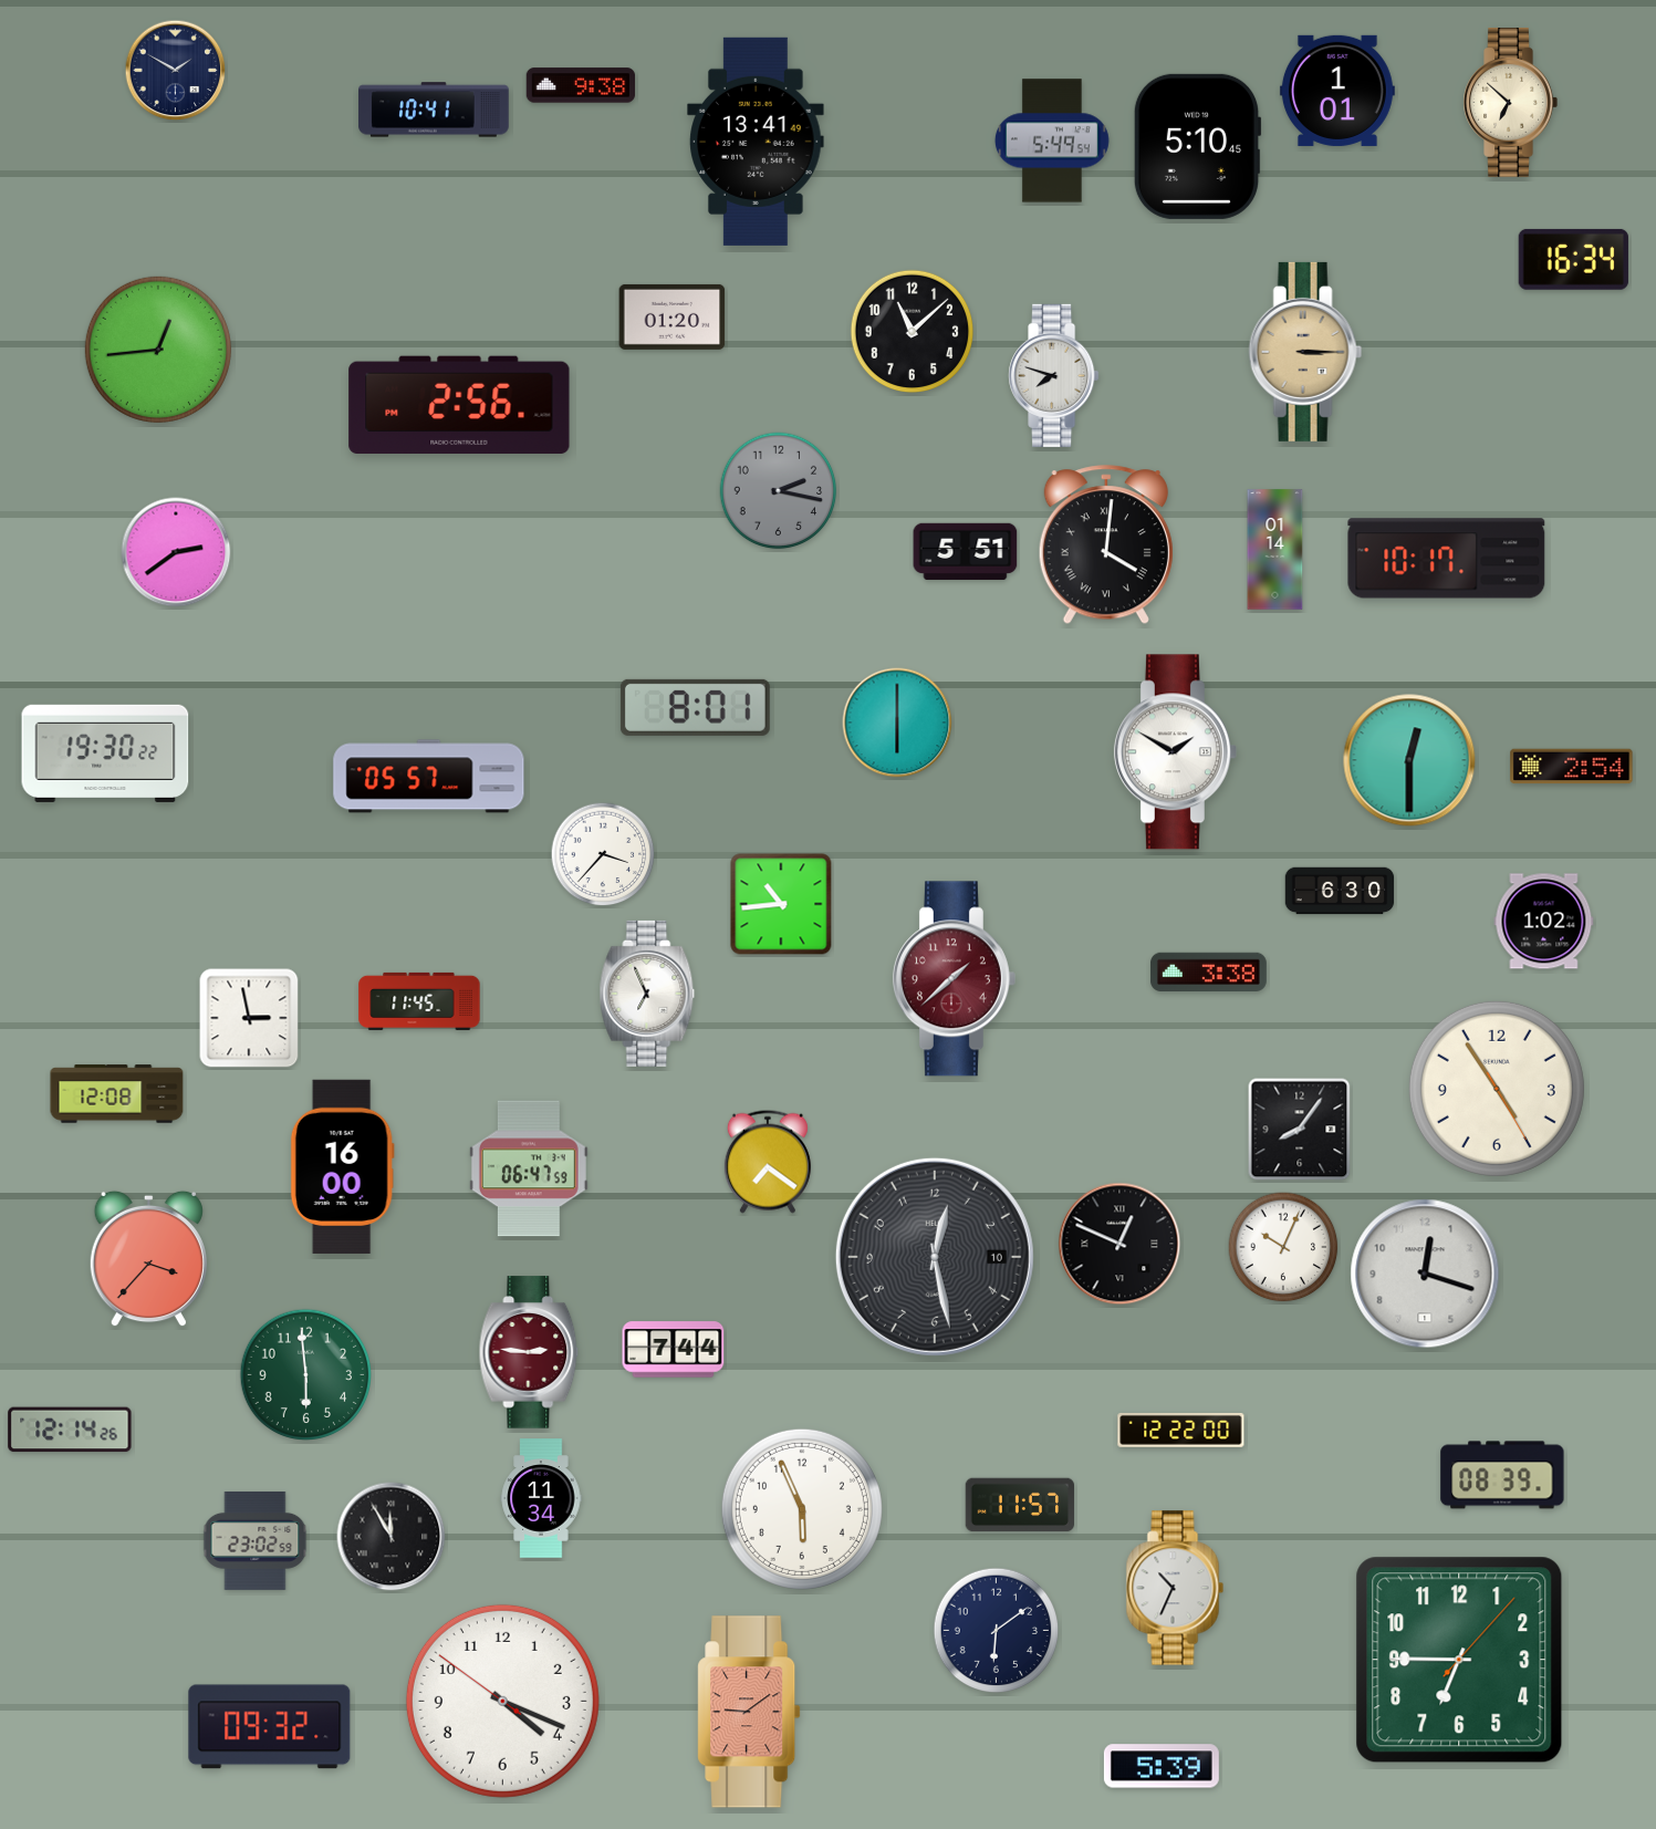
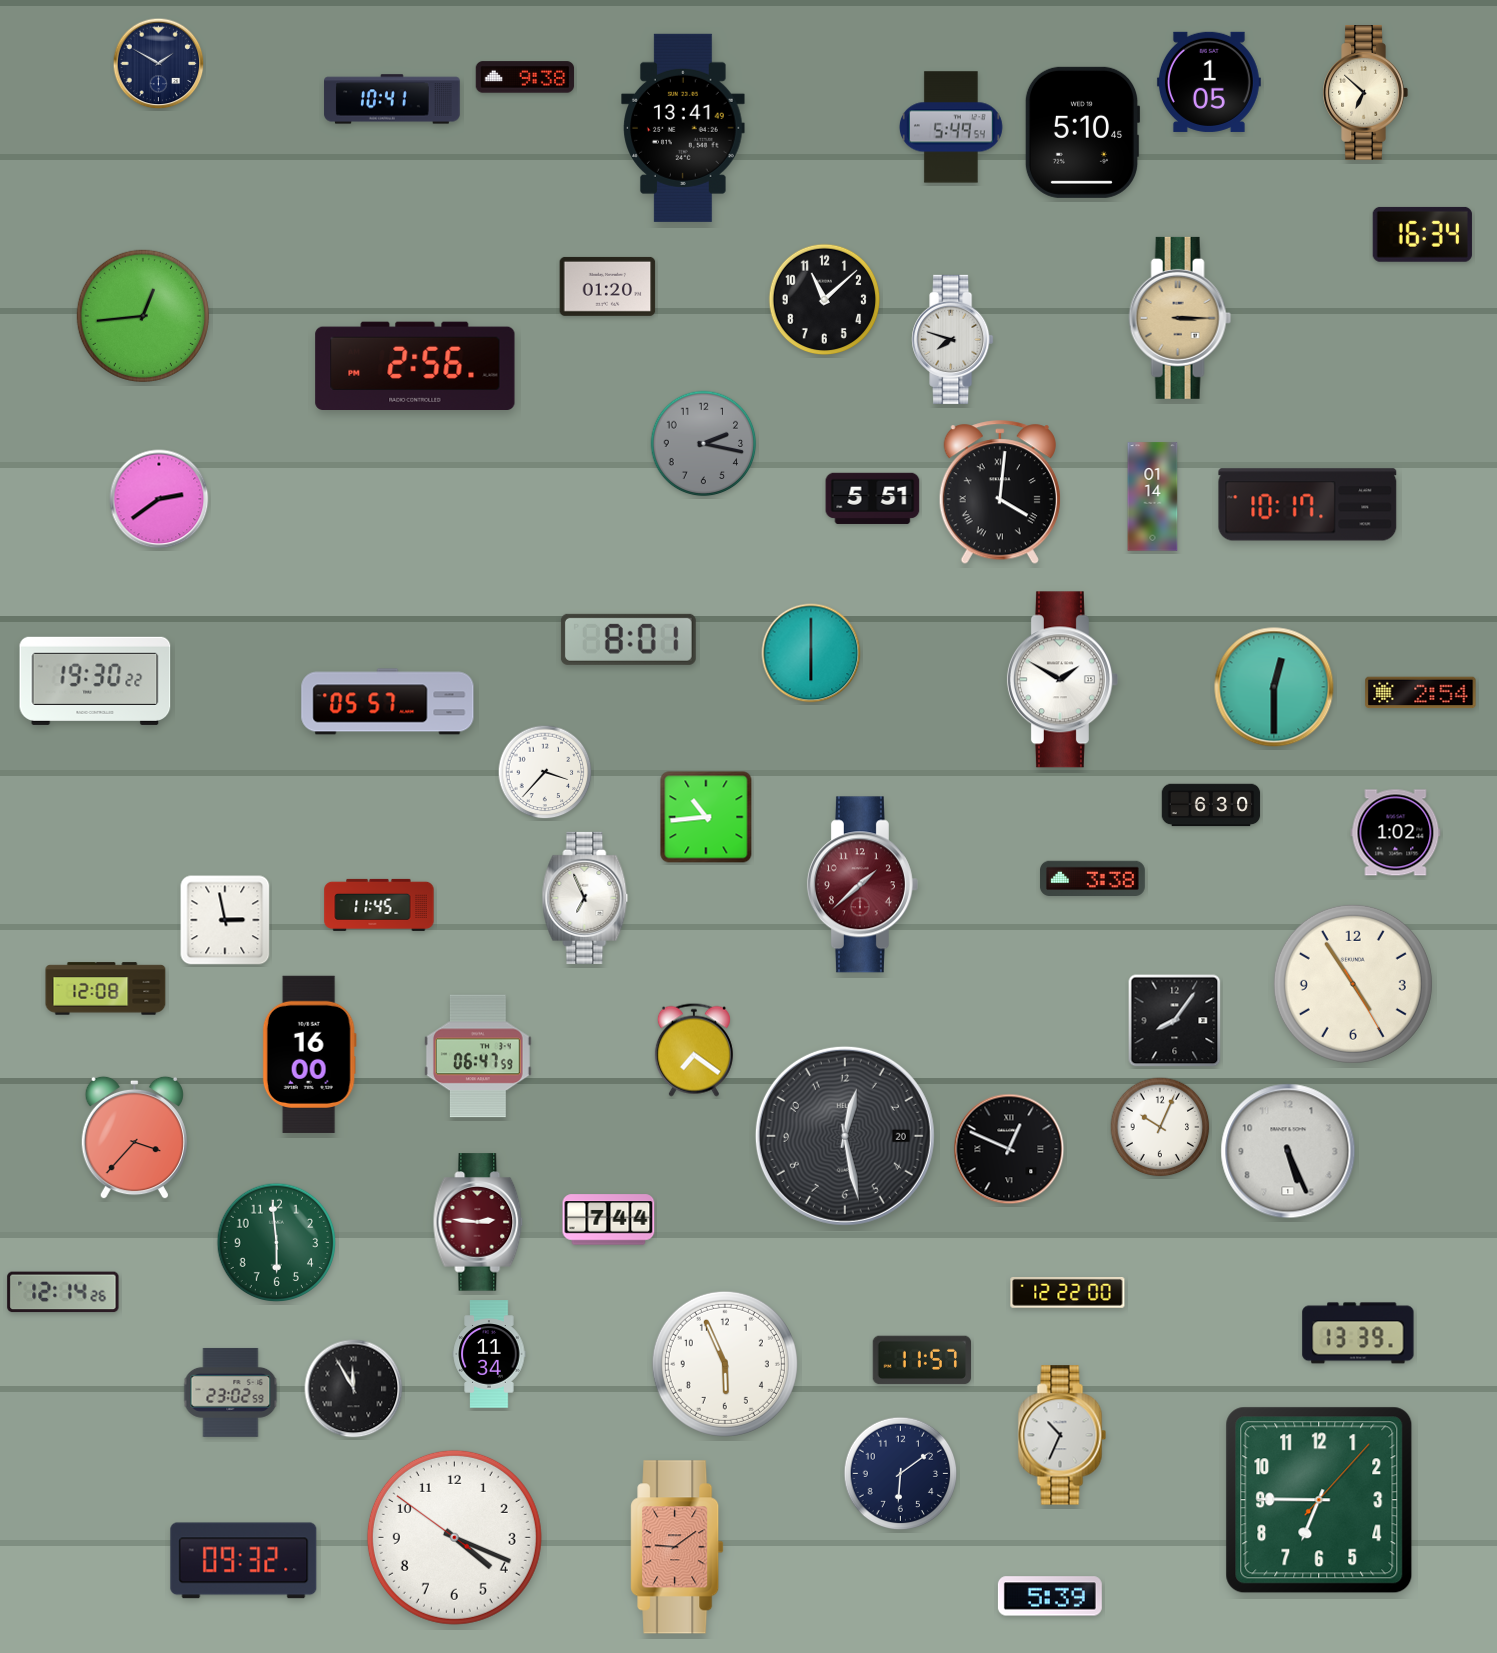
clock at (1337, 91): 1:01 -> 1:05
clock at (1119, 1244) position: (1119, 1244) -> (1009, 1149)
clock at (935, 1257) date: 10 -> 20
clock at (1425, 1274): 12:18 -> 5:26
clock at (1502, 1475): 08:39 -> 13:39
